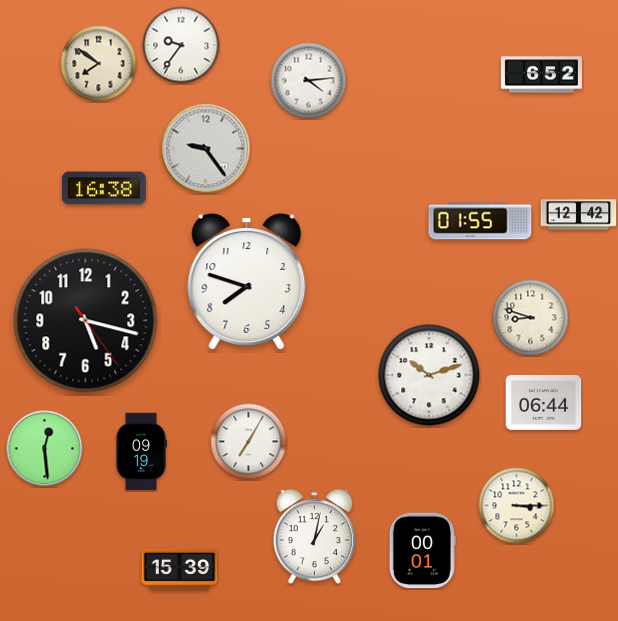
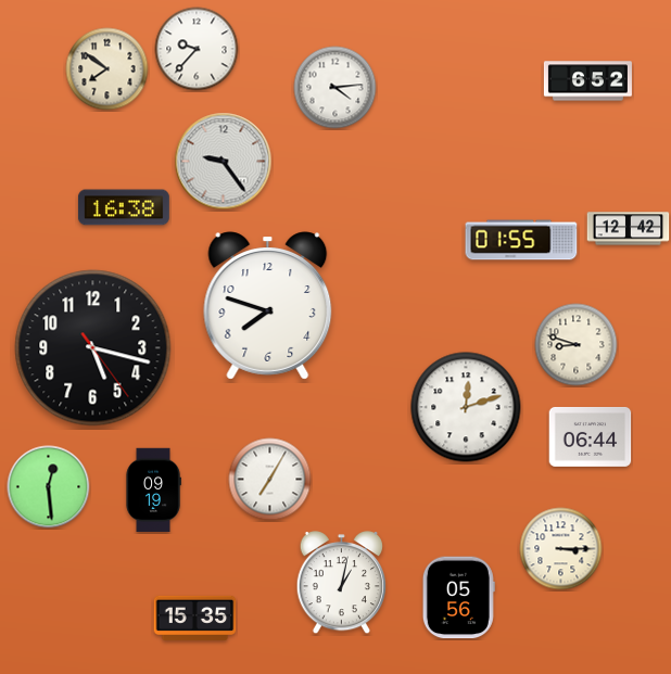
clock at (181, 45): 9:36 -> 9:37
clock at (104, 188) position: (104, 188) -> (124, 207)
clock at (579, 215) position: (579, 215) -> (629, 229)
clock at (429, 375): 10:12 -> 12:12
clock at (422, 551): 00:01 -> 05:56
clock at (180, 569): 15:39 -> 15:35
